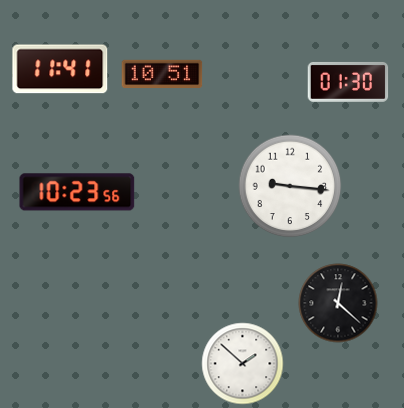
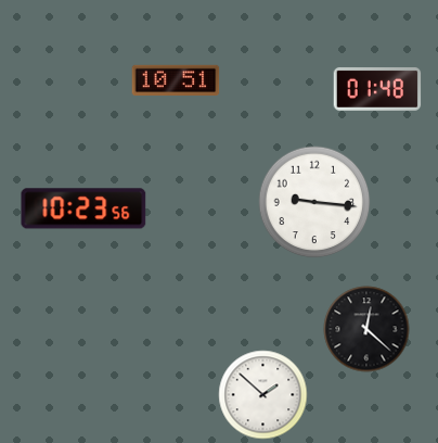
clock at (60, 69): 11:41 -> none
clock at (348, 82): 01:30 -> 01:48
